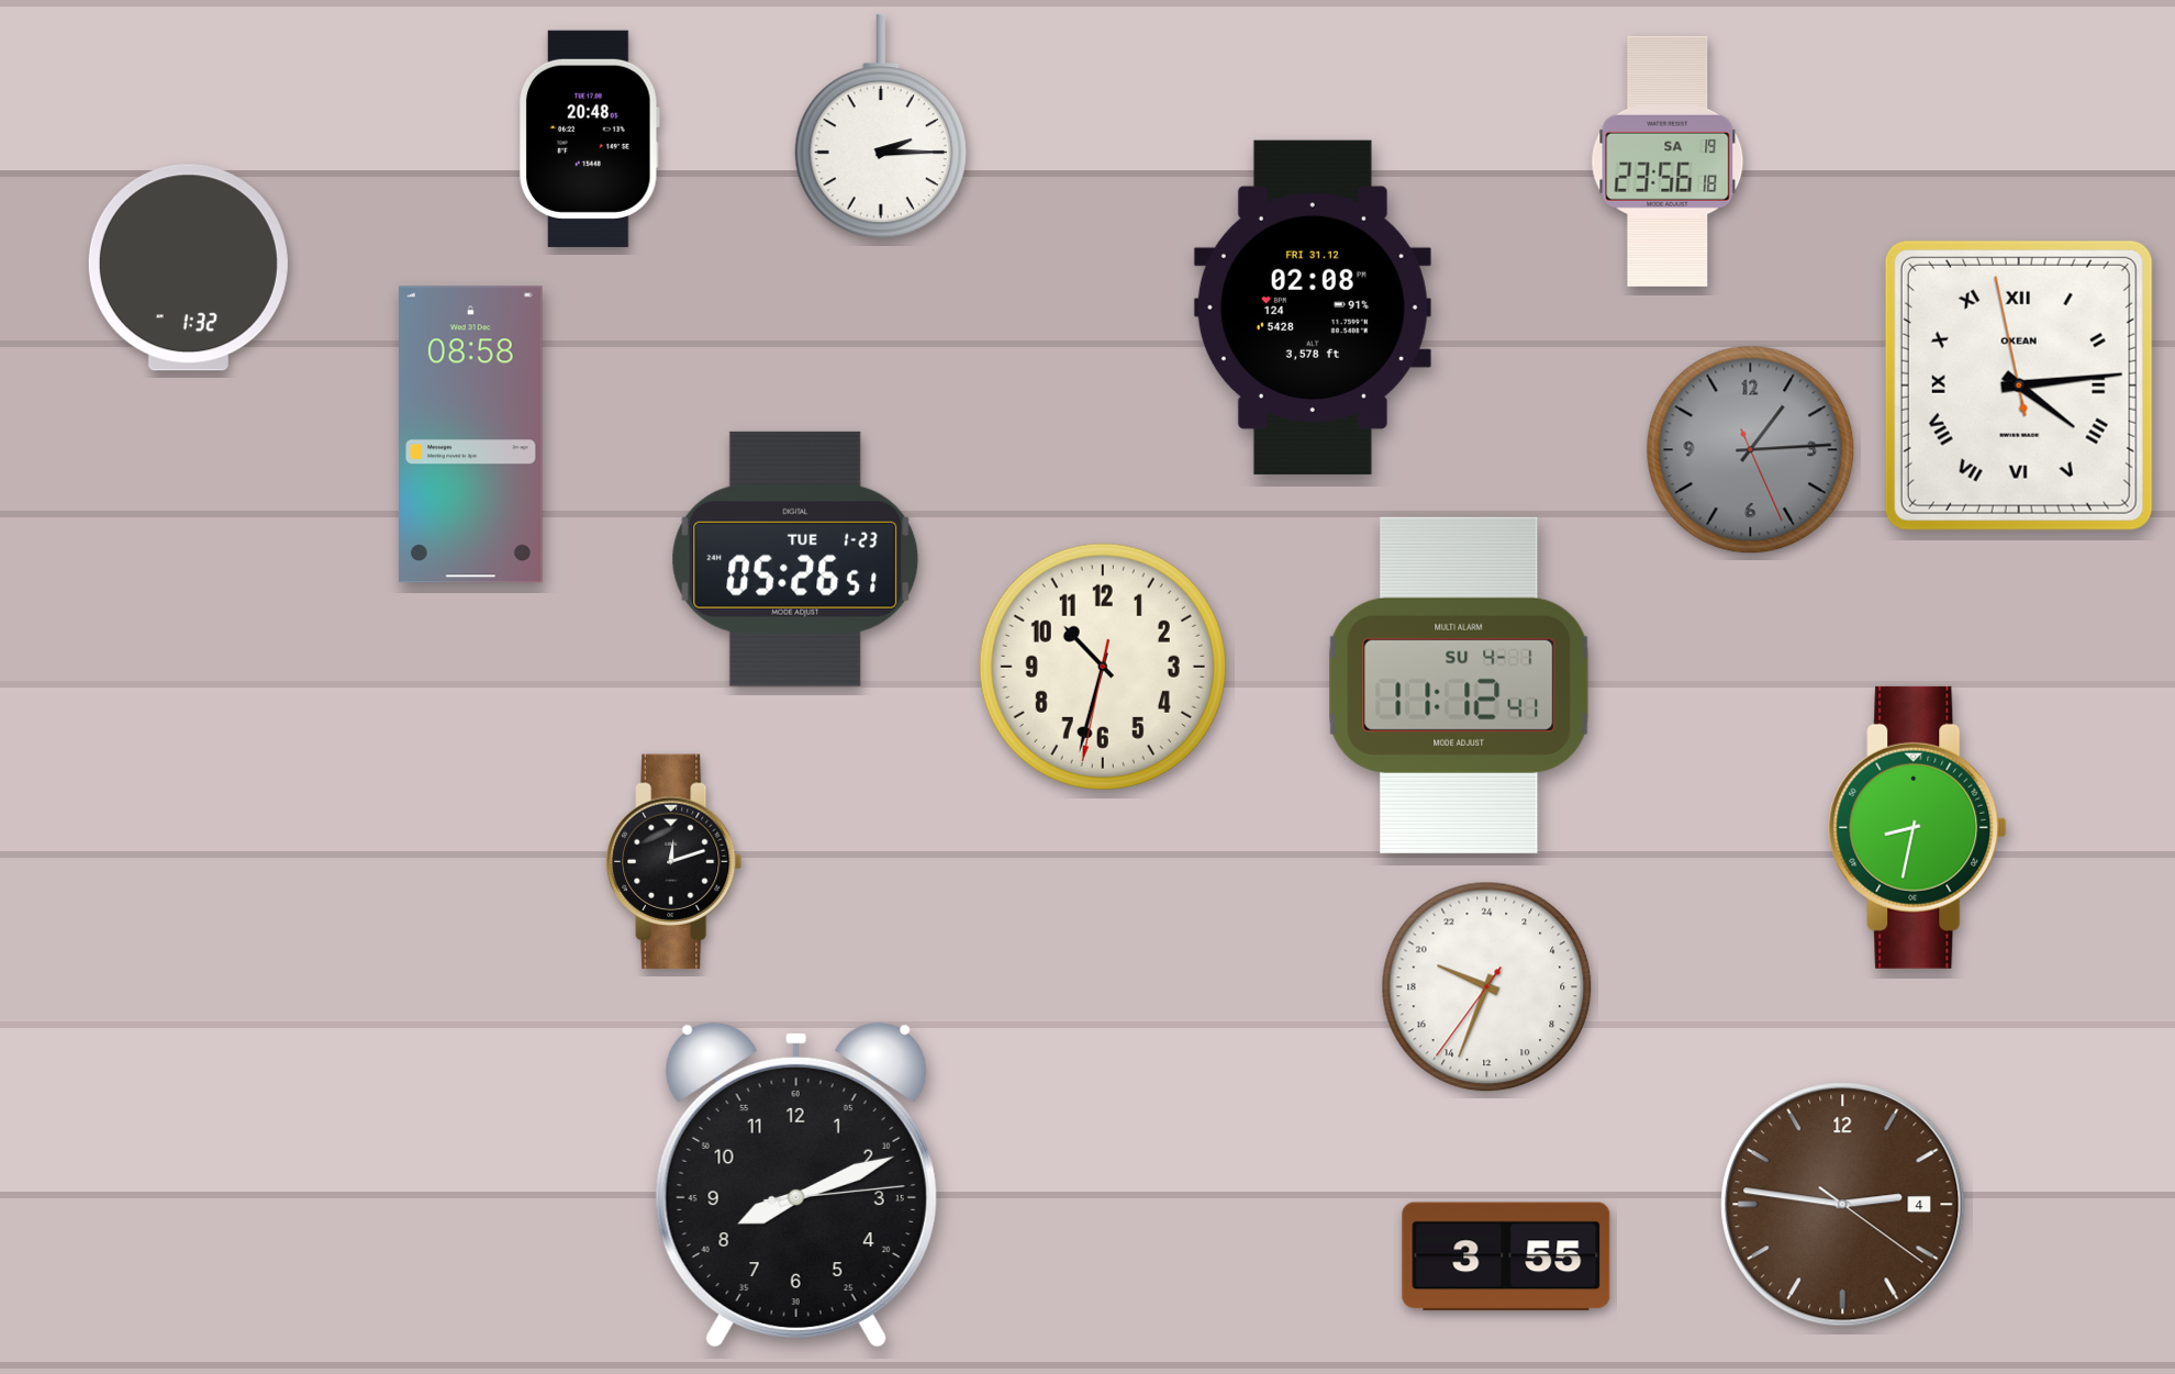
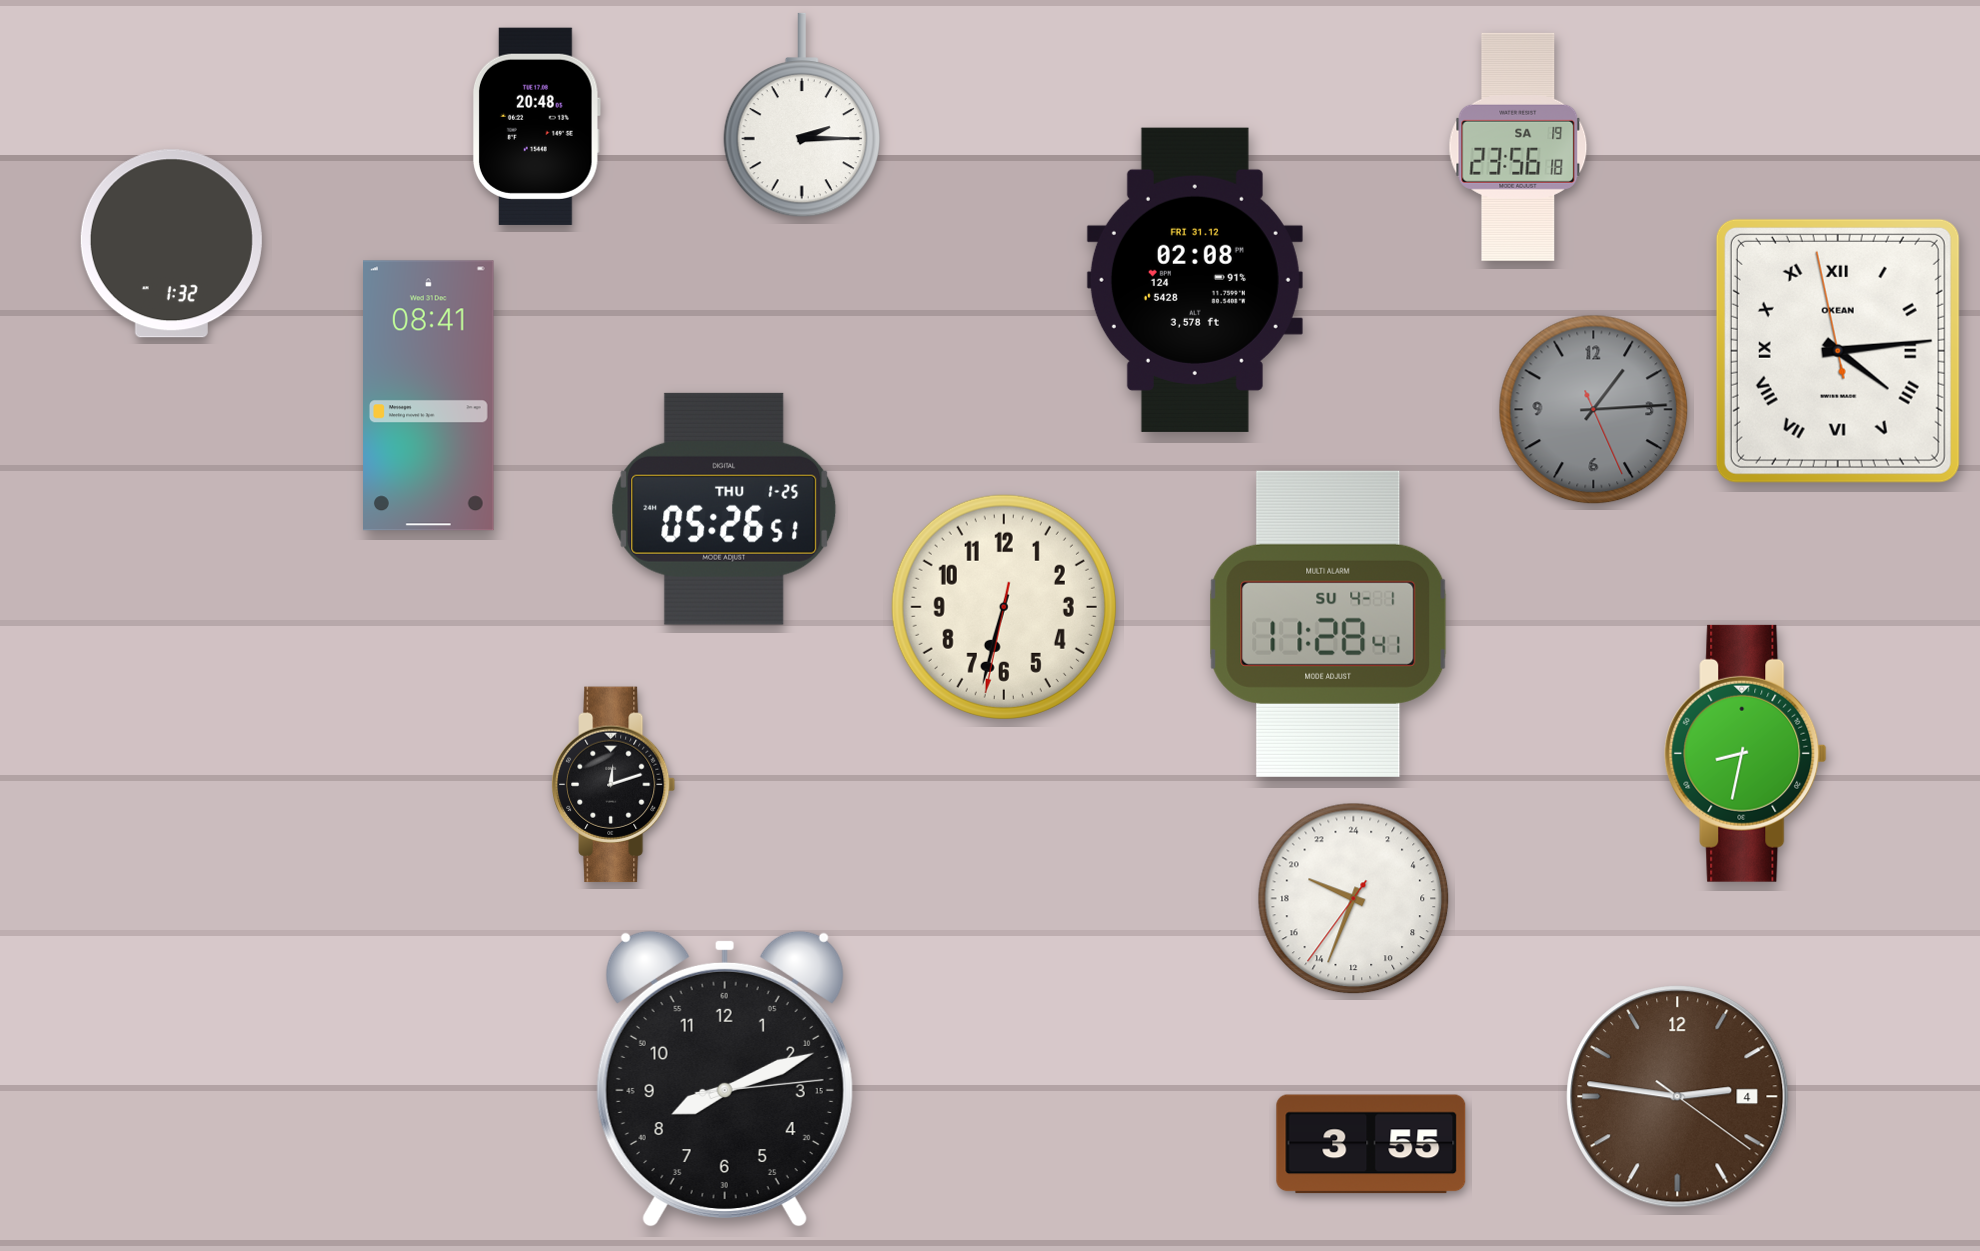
clock at (471, 435): 08:58 -> 08:41
clock at (795, 559) date: TUE 1-23 -> THU 1-25
clock at (1103, 667): 10:32 -> 6:32
clock at (1459, 685): 11:12 -> 11:28
